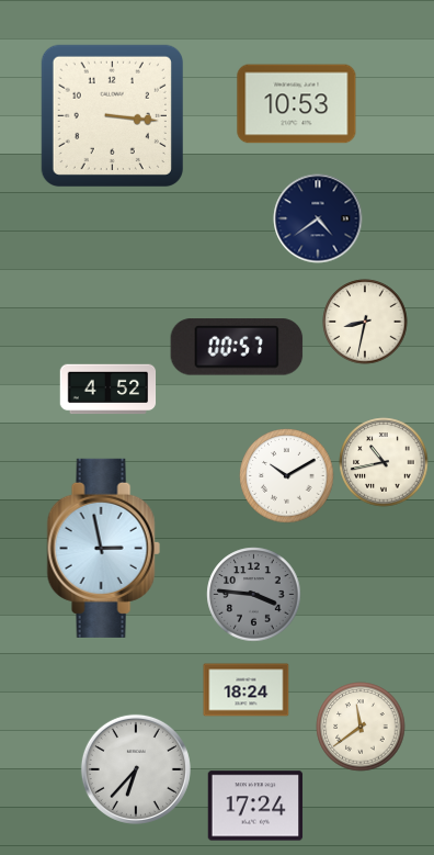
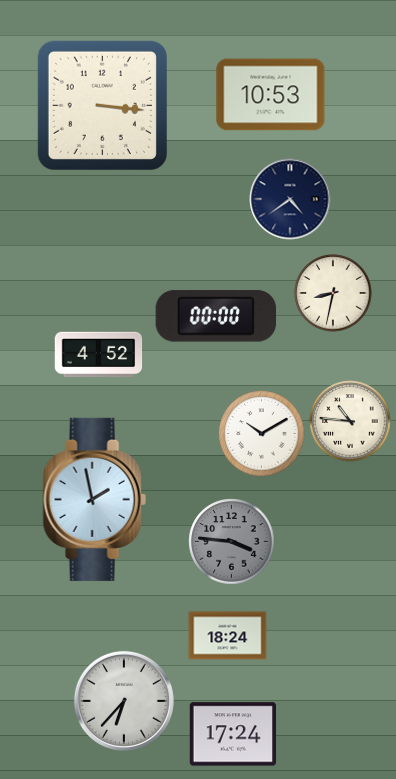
clock at (237, 347): 00:57 -> 00:00
clock at (384, 462): 10:43 -> 10:46
clock at (103, 548): 2:58 -> 1:58
clock at (247, 690) position: (247, 690) -> (228, 636)
clock at (361, 727): 11:39 -> none
